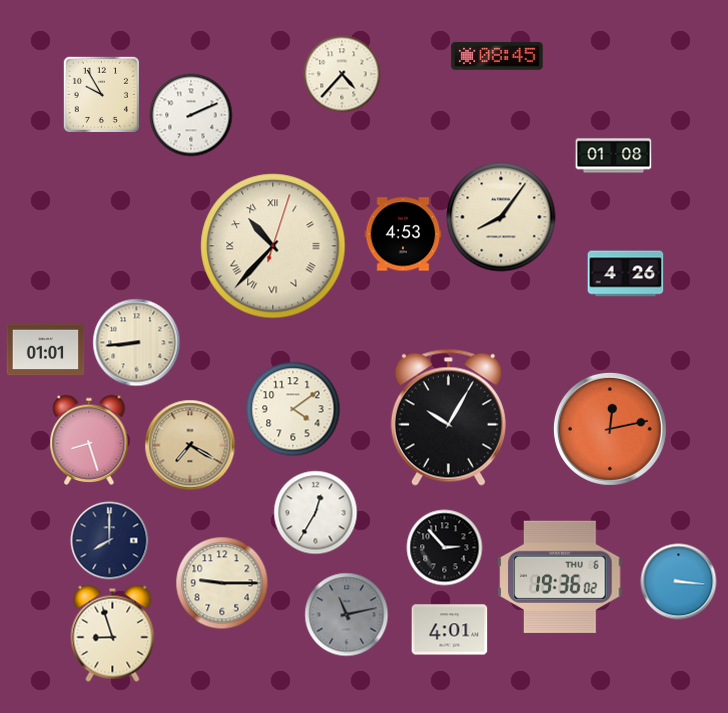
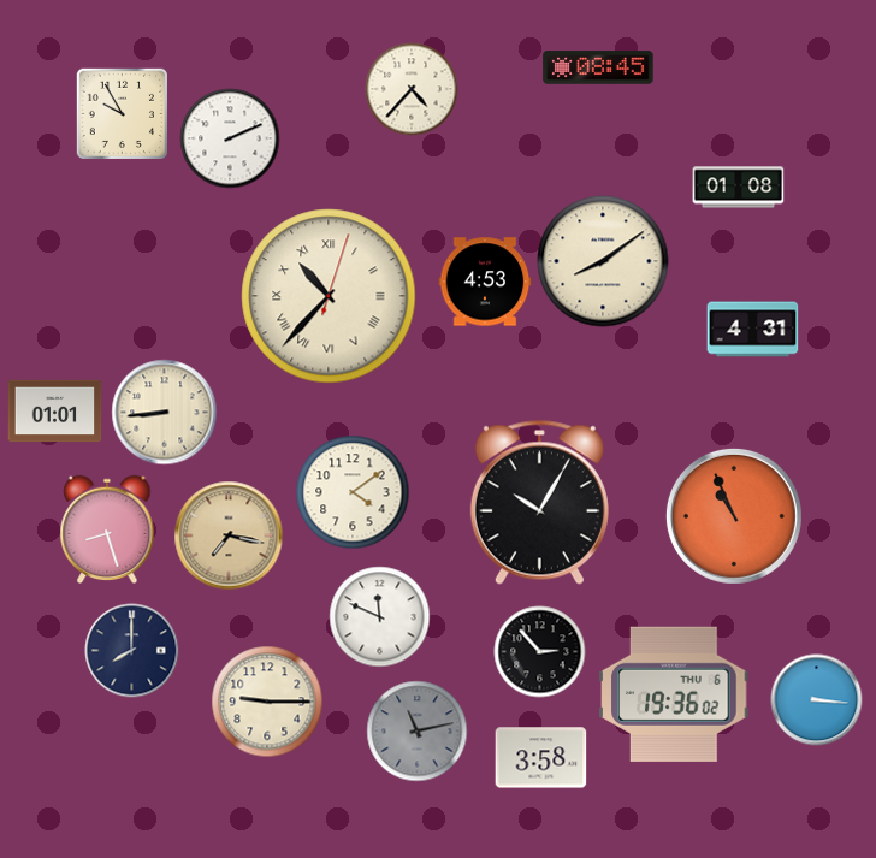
clock at (501, 217): 8:06 -> 8:09
clock at (626, 274): 4:26 -> 4:31
clock at (46, 350) position: (46, 350) -> (55, 412)
clock at (610, 429): 12:13 -> 10:56
clock at (190, 445): 7:20 -> 7:17
clock at (316, 513): 12:35 -> 11:49
clock at (445, 548) position: (445, 548) -> (540, 652)
clock at (347, 615) position: (347, 615) -> (418, 732)
clock at (450, 630): 4:01 -> 3:58
clock at (113, 633): 8:57 -> none
